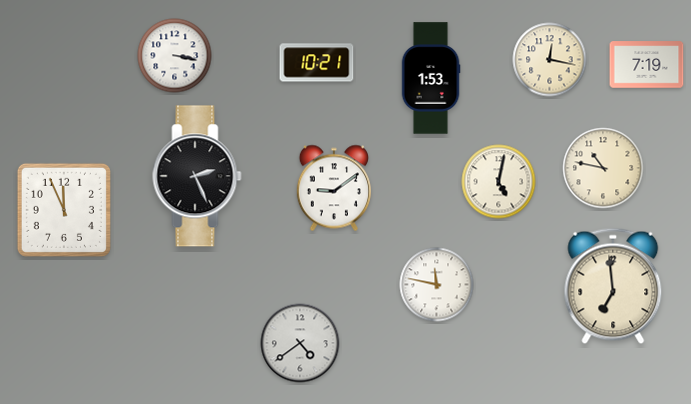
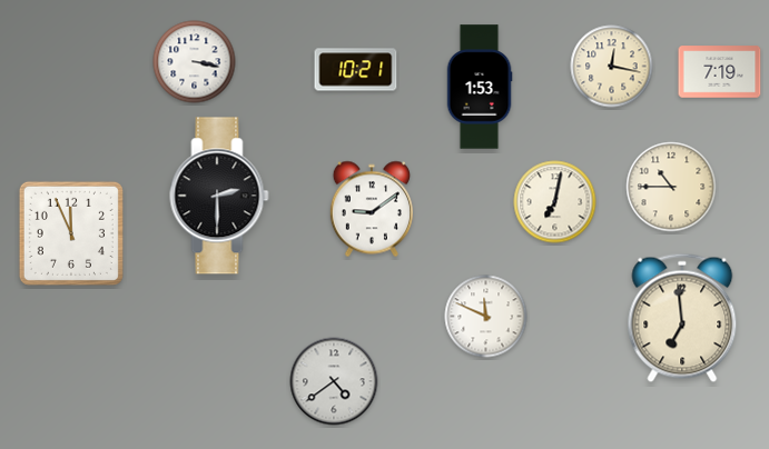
clock at (317, 63) position: (317, 63) -> (356, 70)
clock at (603, 168): 10:47 -> 10:45
clock at (197, 176): 2:26 -> 2:30
clock at (499, 182): 5:02 -> 7:02
clock at (437, 285): 11:47 -> 11:49
